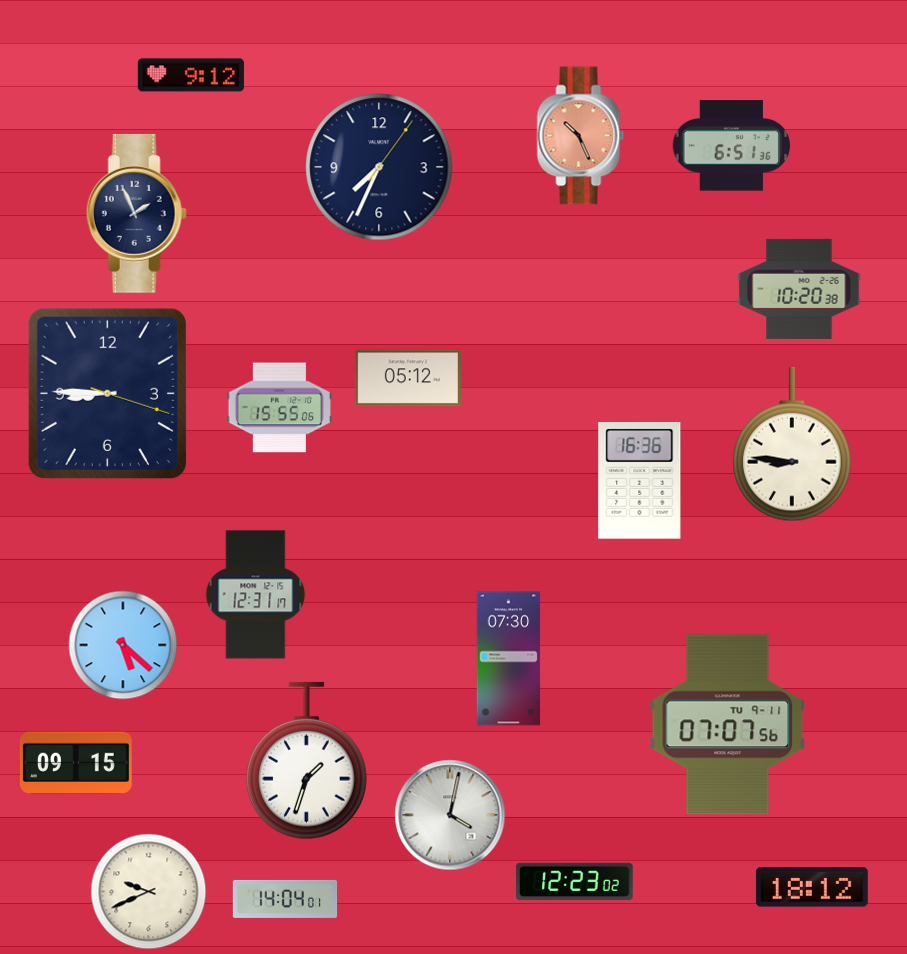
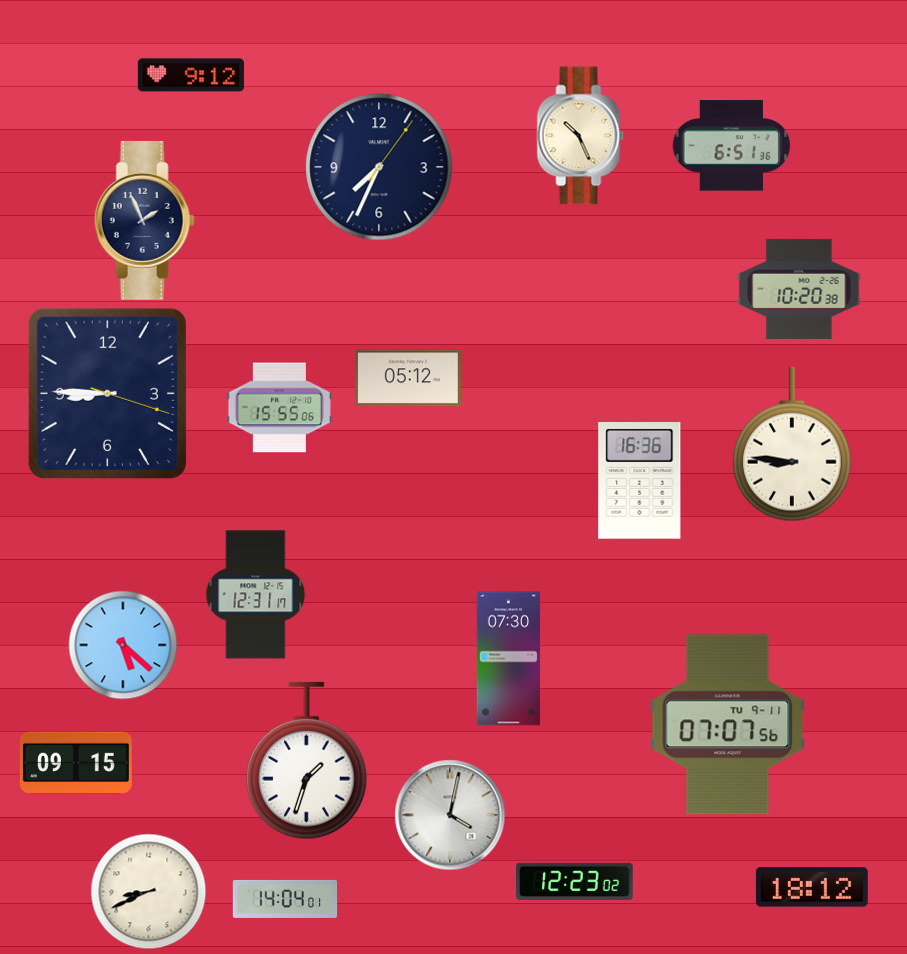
clock at (581, 136) dial: salmon -> cream
clock at (136, 213) position: (136, 213) -> (144, 220)
clock at (149, 892): 9:41 -> 8:41
